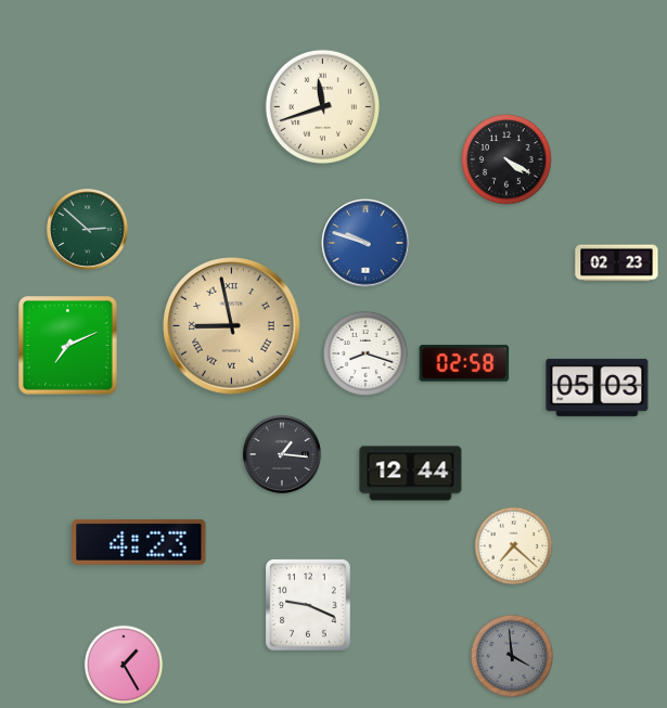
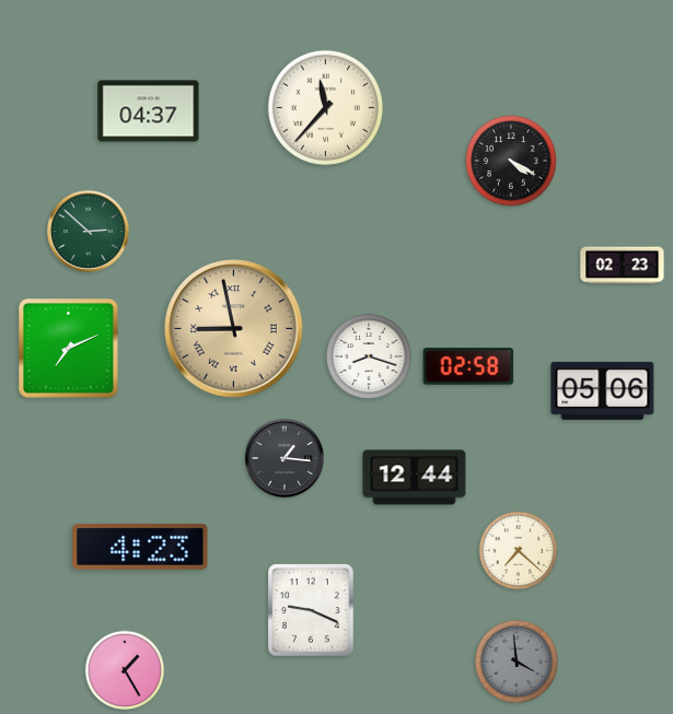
clock at (322, 106): 11:42 -> 11:37
clock at (149, 112): none -> 04:37
clock at (365, 243): 9:48 -> none
clock at (598, 387): 05:03 -> 05:06
